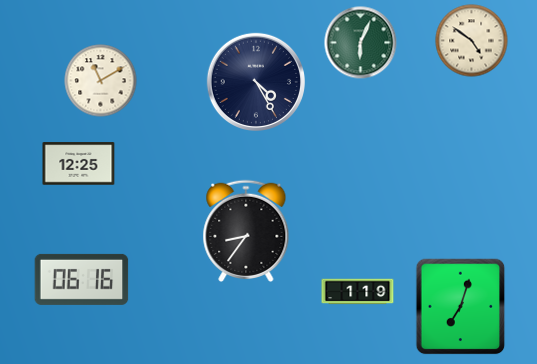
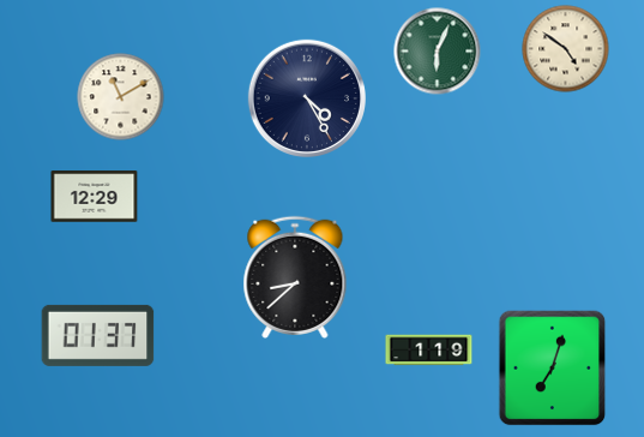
clock at (361, 43) position: (361, 43) -> (438, 52)
clock at (79, 164): 12:25 -> 12:29
clock at (246, 231): 8:36 -> 8:38
clock at (82, 279): 06:16 -> 01:37
